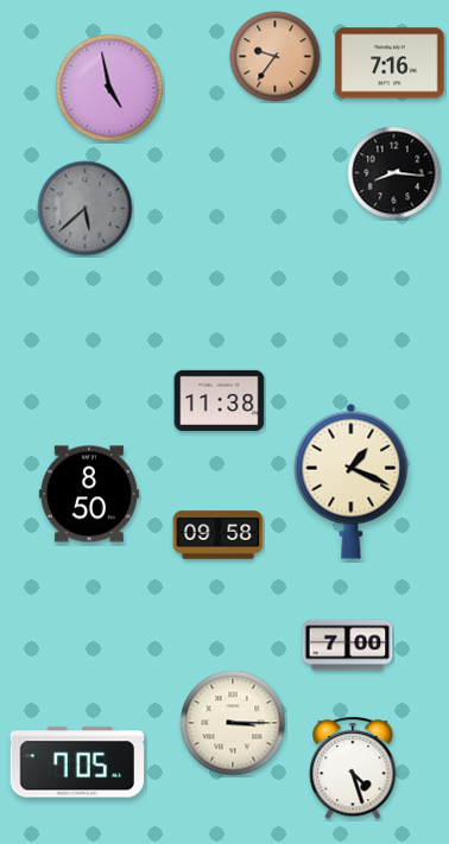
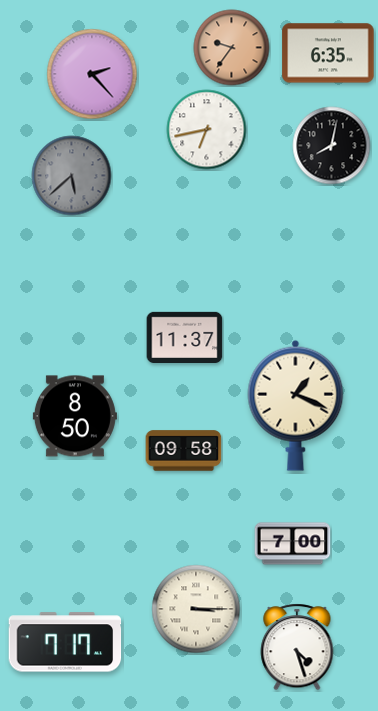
clock at (390, 63): 7:16 -> 6:35
clock at (109, 88): 4:58 -> 2:23
clock at (207, 130): none -> 6:43
clock at (394, 173): 8:16 -> 8:02
clock at (220, 400): 11:38 -> 11:37
clock at (77, 762): 7:05 -> 7:17
